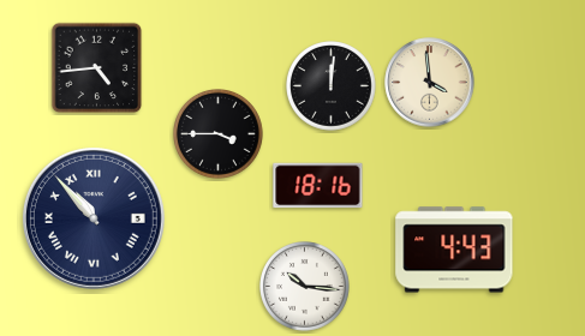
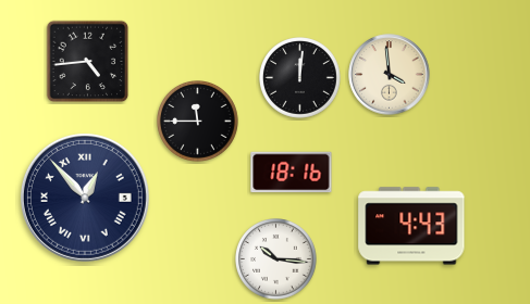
clock at (219, 134): 3:45 -> 11:45
clock at (318, 186) position: (318, 186) -> (292, 173)
clock at (94, 218): 10:53 -> 12:53
